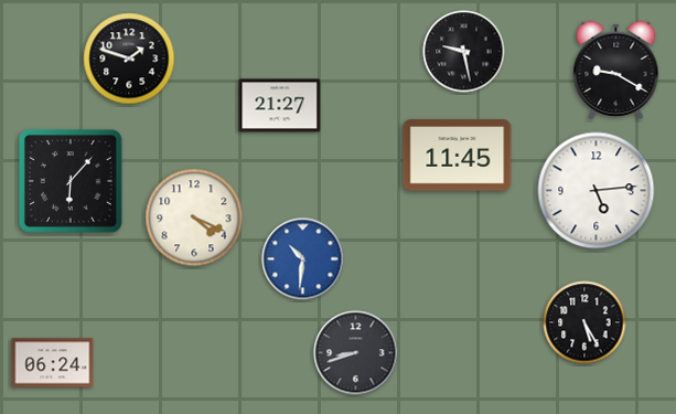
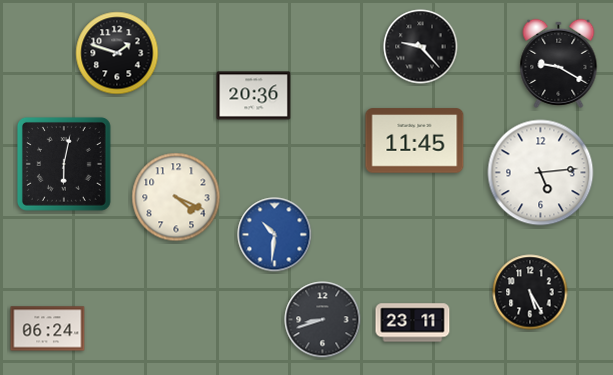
clock at (464, 52): 9:28 -> 9:23
clock at (280, 106): 21:27 -> 20:36
clock at (71, 181): 6:07 -> 6:02
clock at (413, 323): none -> 23:11
